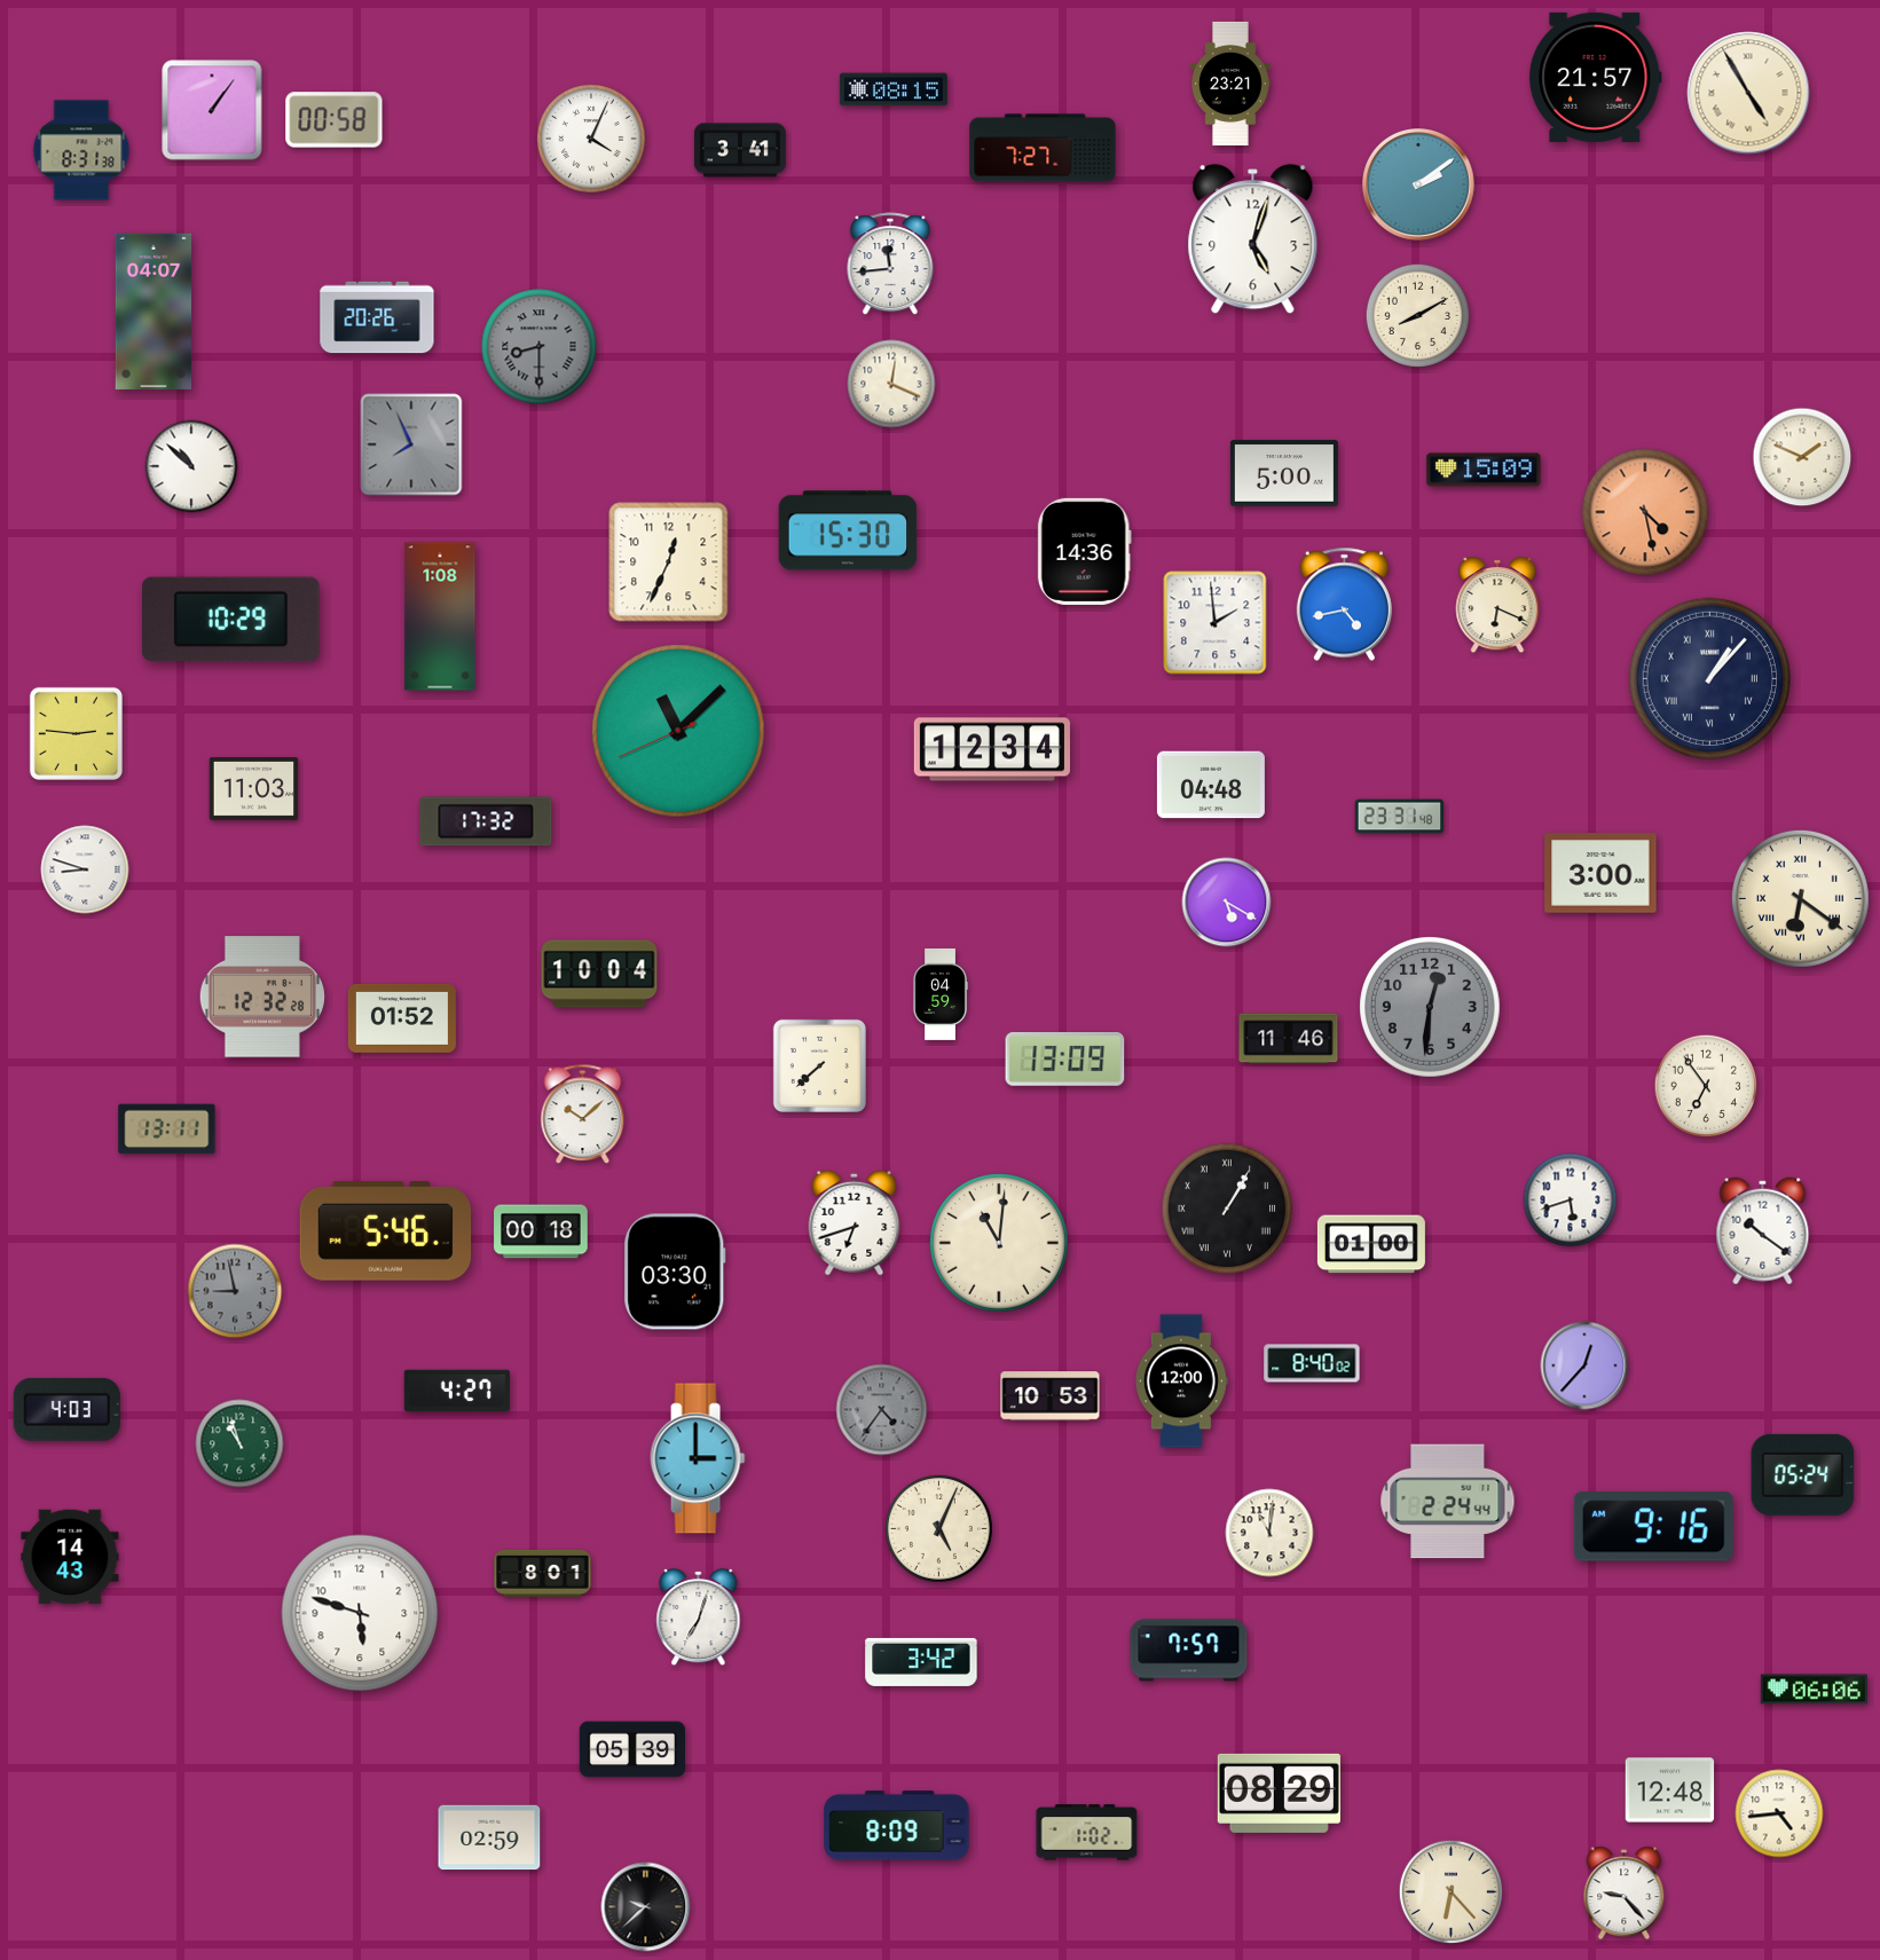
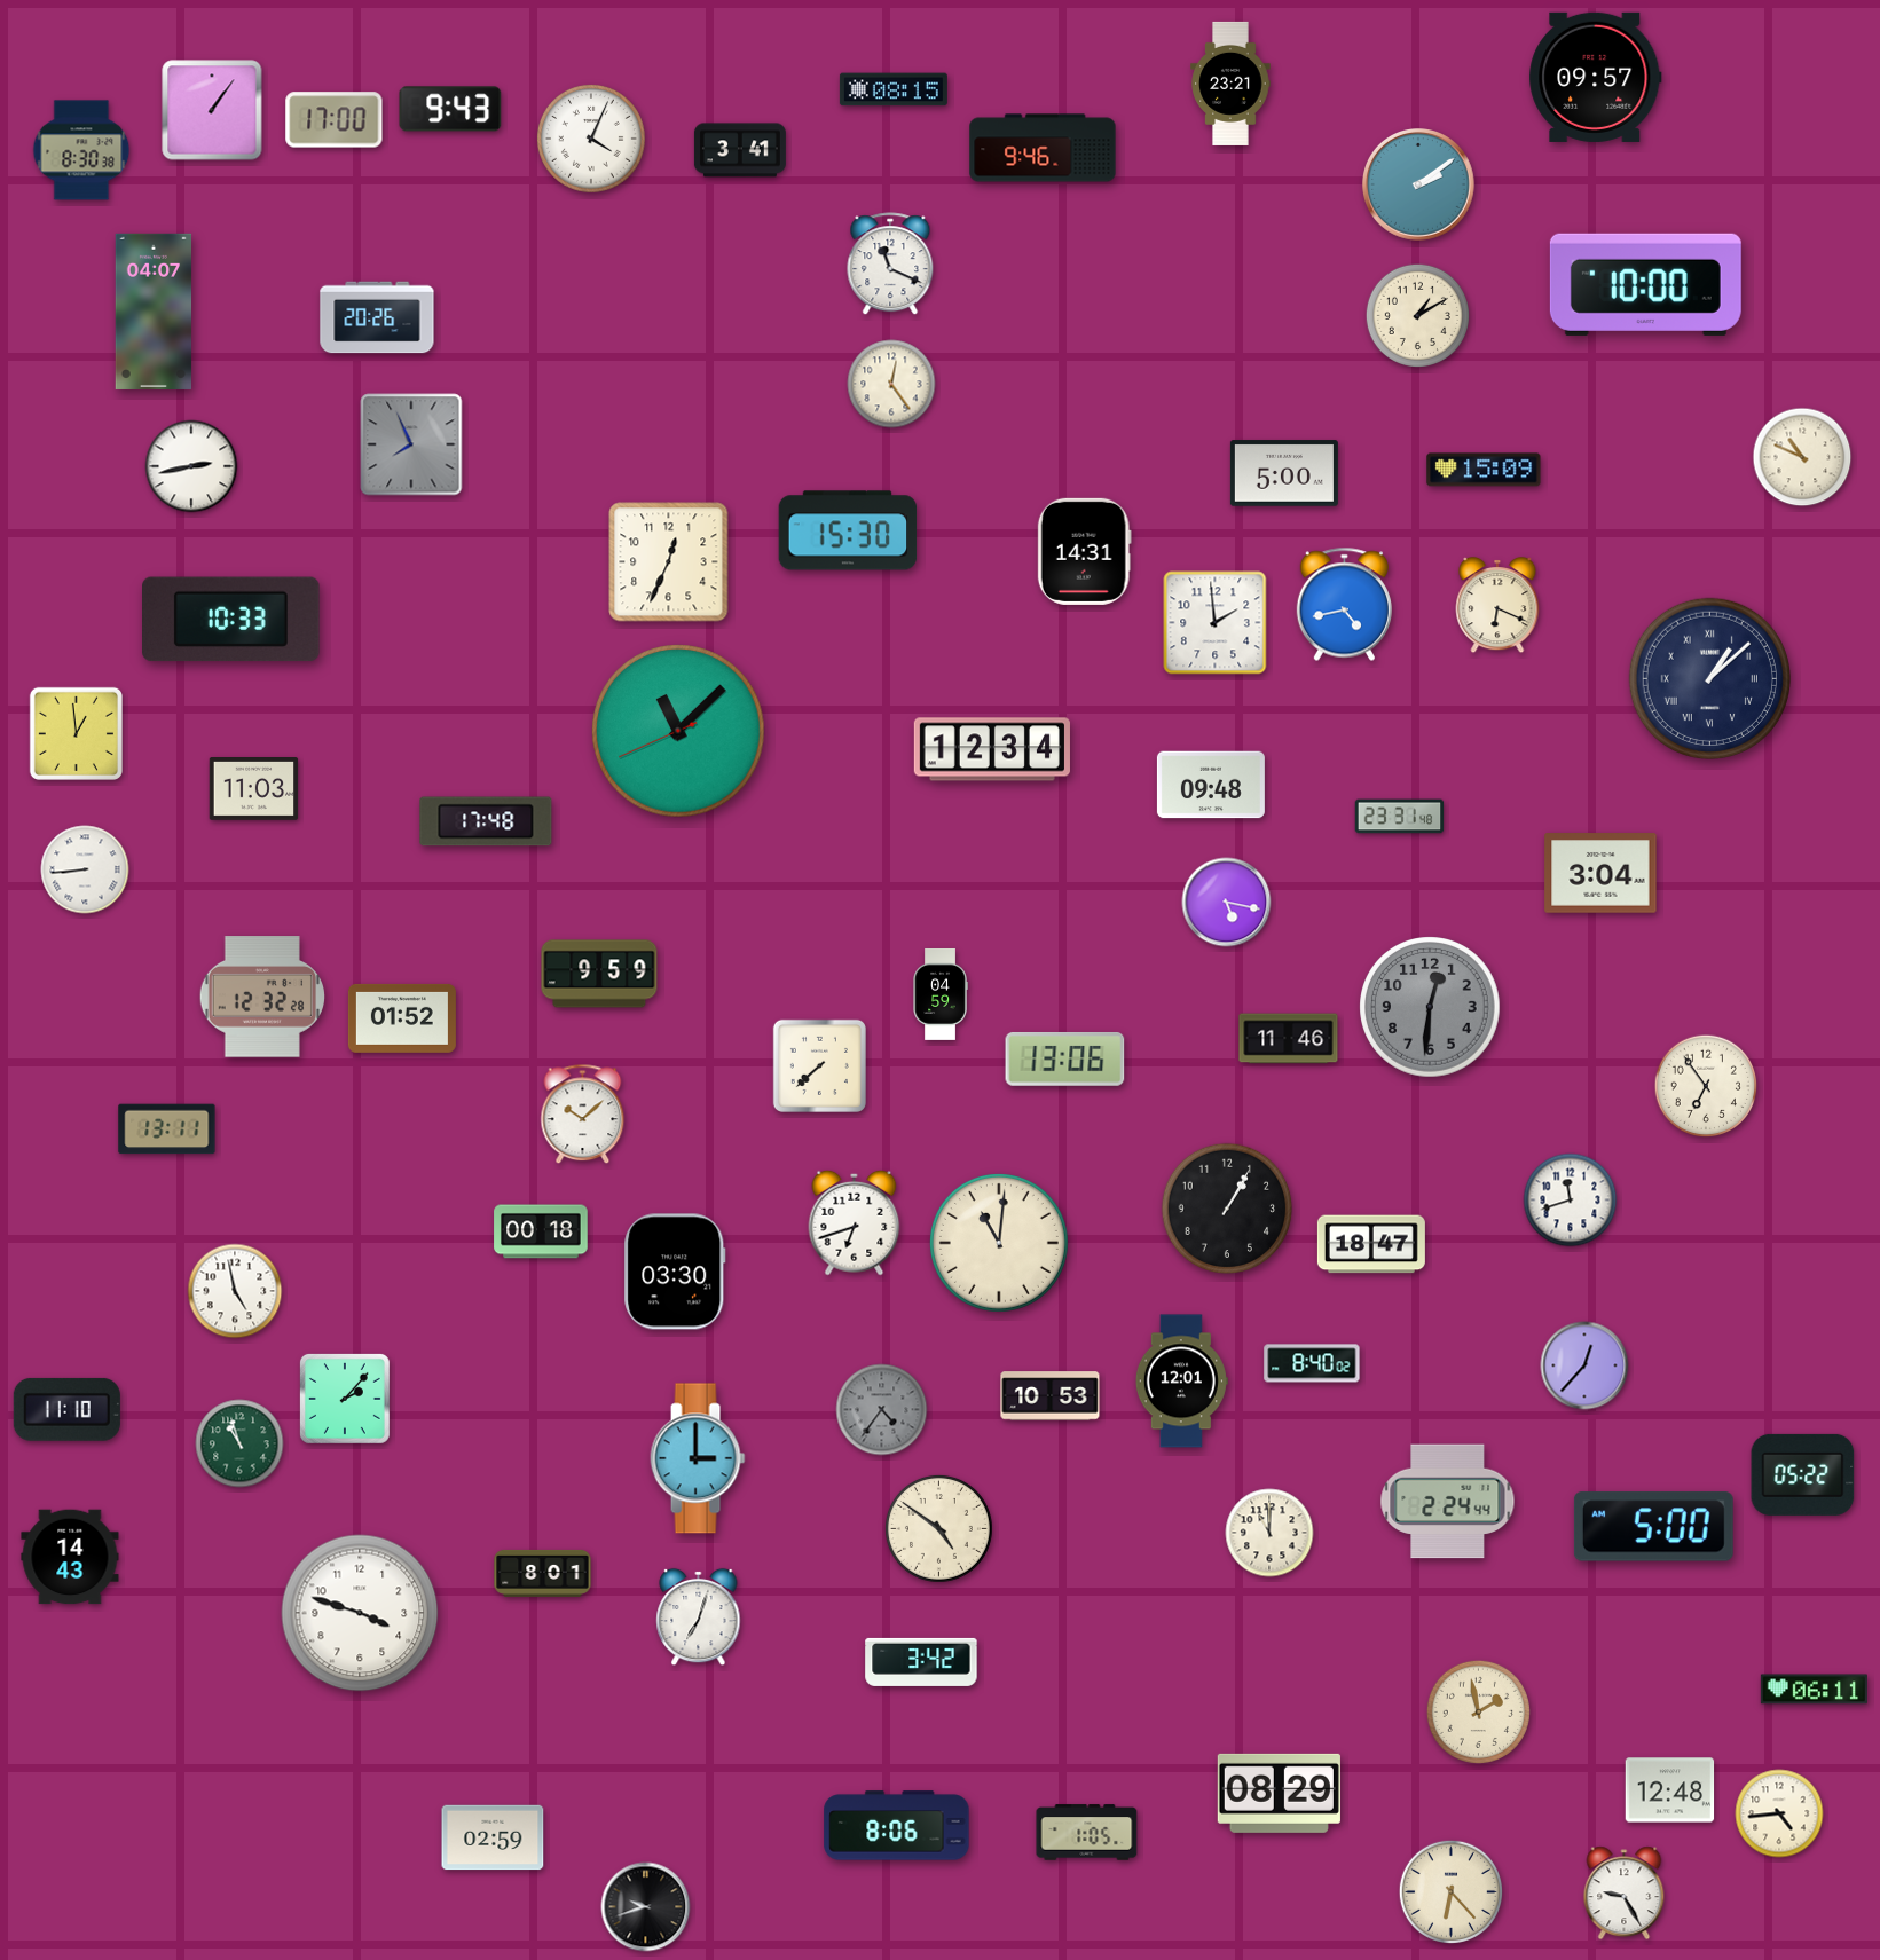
clock at (1596, 77): 21:57 -> 09:57
clock at (1748, 93): 4:55 -> none
clock at (450, 109): none -> 9:43
clock at (335, 120): 00:58 -> 17:00
clock at (1043, 148): 7:27 -> 9:46
clock at (81, 150): 8:31 -> 8:30
clock at (1253, 239): 5:03 -> none
clock at (890, 265): 11:44 -> 11:19
clock at (1645, 284): none -> 10:00
clock at (1417, 315): 8:10 -> 1:10
clock at (540, 347): 8:30 -> none
clock at (891, 384): 12:19 -> 12:24
clock at (1802, 457): 1:49 -> 10:49
clock at (191, 466): 10:52 -> 2:43
clock at (1645, 512): 4:28 -> none
clock at (1084, 551): 14:36 -> 14:31
clock at (440, 616): 1:08 -> none
clock at (231, 620): 10:29 -> 10:33
clock at (1709, 678): 1:07 -> 1:08
clock at (76, 733): 2:46 -> 12:59
clock at (1211, 785): 04:48 -> 09:48
clock at (486, 821): 17:32 -> 17:48
clock at (85, 869): 8:48 -> 8:44
clock at (1600, 873): 3:00 -> 3:04
clock at (1800, 898): 6:21 -> none
clock at (1227, 903): 5:20 -> 5:17
clock at (599, 974): 10:04 -> 9:59
clock at (1065, 1060): 13:09 -> 13:06
clock at (1571, 1201): 5:42 -> 11:42
clock at (1227, 1209) numerals: Roman -> Arabic
clock at (386, 1231): 5:46 -> none
clock at (1763, 1231): 10:21 -> none
clock at (1371, 1244): 01:00 -> 18:47
clock at (235, 1291): 8:58 -> 4:58
clock at (235, 1291) dial: grey -> white
clock at (1181, 1382): 12:00 -> 12:01
clock at (456, 1391): 4:27 -> none
clock at (345, 1399): none -> 2:07
clock at (66, 1409): 4:03 -> 11:10
clock at (1803, 1474): 05:24 -> 05:22
clock at (1653, 1527): 9:16 -> 5:00
clock at (938, 1528): 5:04 -> 4:51
clock at (1269, 1533): 11:01 -> 11:00
clock at (360, 1613): 5:48 -> 3:48
clock at (1189, 1651): 7:57 -> none
clock at (1814, 1690): 06:06 -> 06:11
clock at (1478, 1711): none -> 1:58
clock at (632, 1749): 05:39 -> none
clock at (897, 1826): 8:09 -> 8:06
clock at (1087, 1833): 1:02 -> 1:05
clock at (489, 1837) position: (489, 1837) -> (493, 1837)
clock at (1625, 1894): 9:23 -> 9:25
clock at (646, 1907): 9:38 -> 9:42
